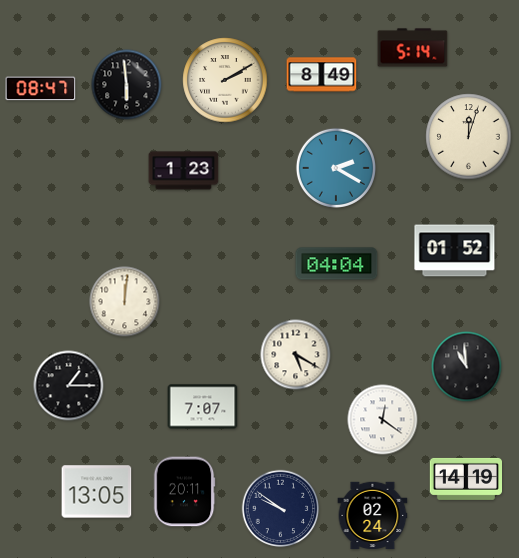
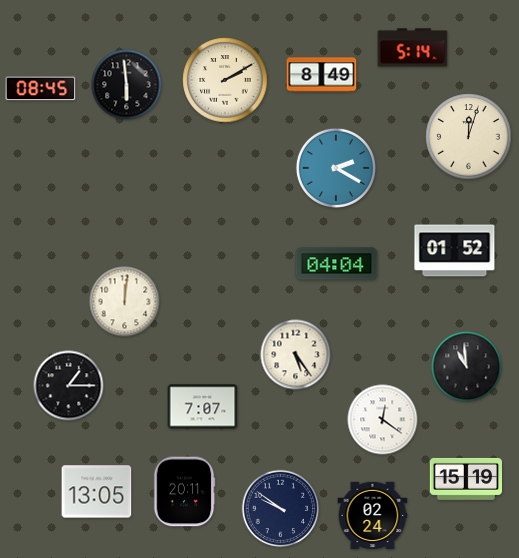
clock at (41, 89): 08:47 -> 08:45
clock at (184, 171): 1:23 -> none
clock at (296, 355): 5:20 -> 5:24
clock at (465, 479): 14:19 -> 15:19
